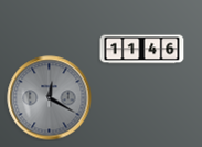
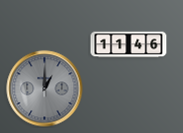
clock at (50, 98): 12:20 -> 1:00
